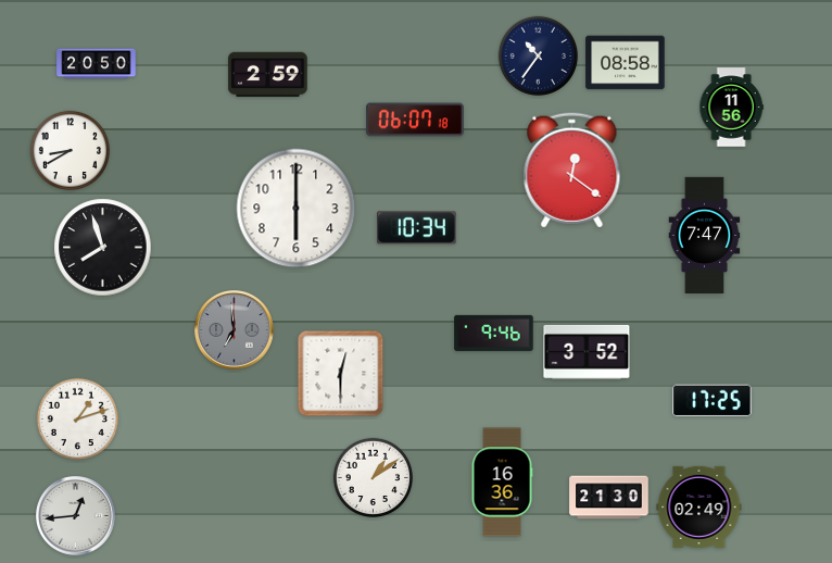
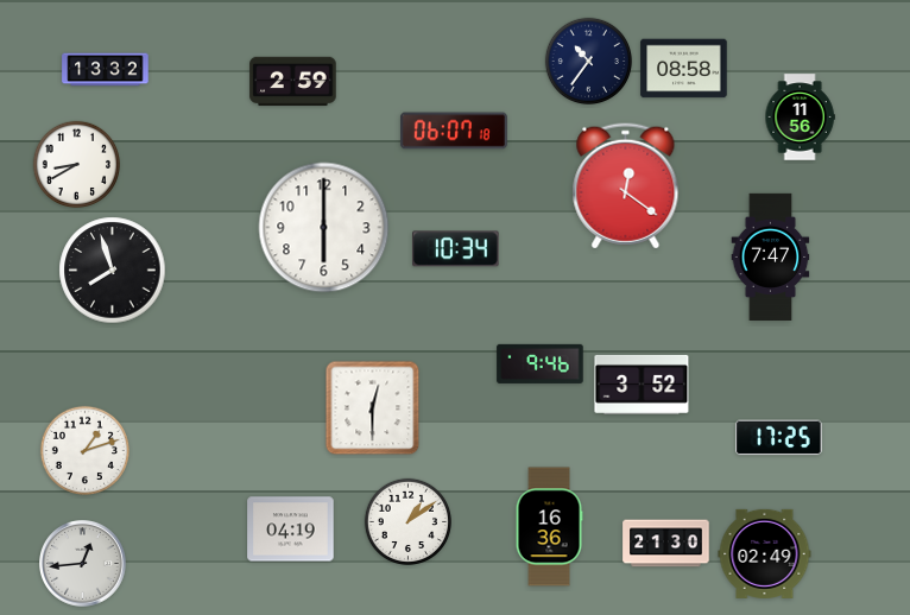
clock at (97, 64): 20:50 -> 13:32
clock at (235, 330): 6:59 -> none
clock at (77, 418) position: (77, 418) -> (84, 450)
clock at (291, 530): none -> 04:19
